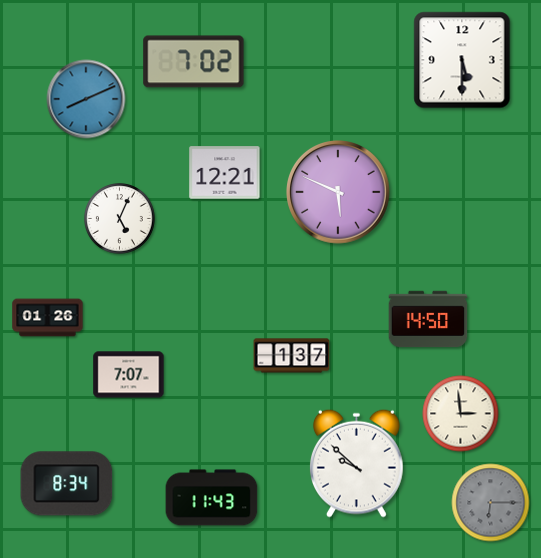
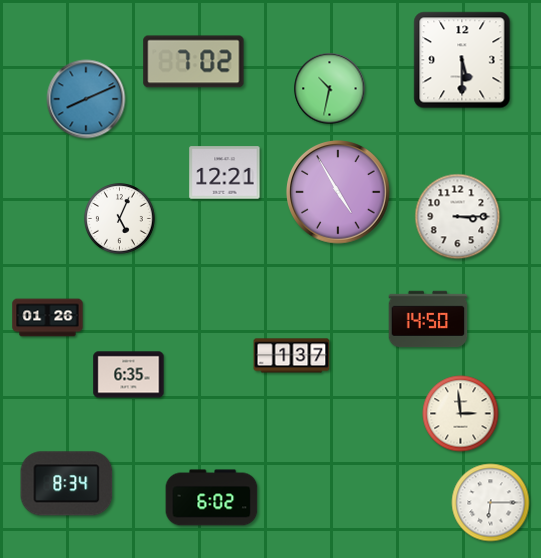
clock at (330, 89): none -> 10:32
clock at (339, 193): 5:49 -> 4:55
clock at (458, 217): none -> 3:15
clock at (129, 375): 7:07 -> 6:35
clock at (356, 463): 9:52 -> none
clock at (212, 498): 11:43 -> 6:02
clock at (491, 503) dial: grey -> white
